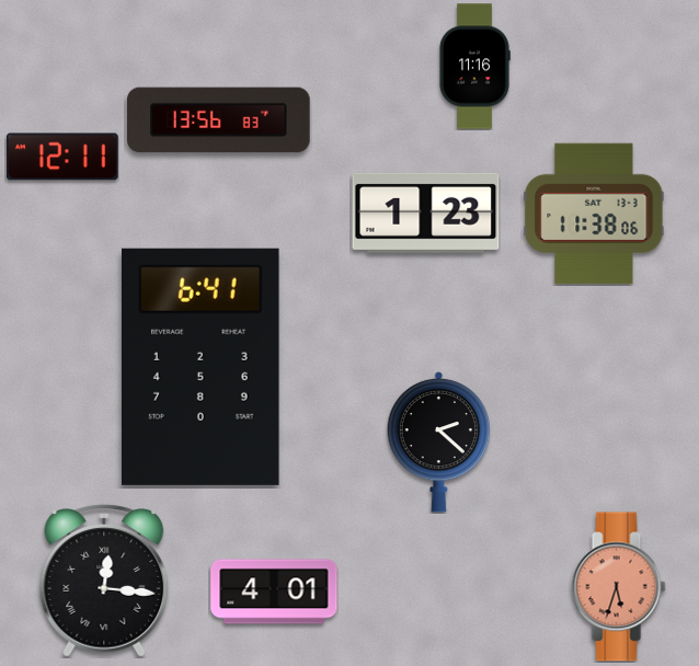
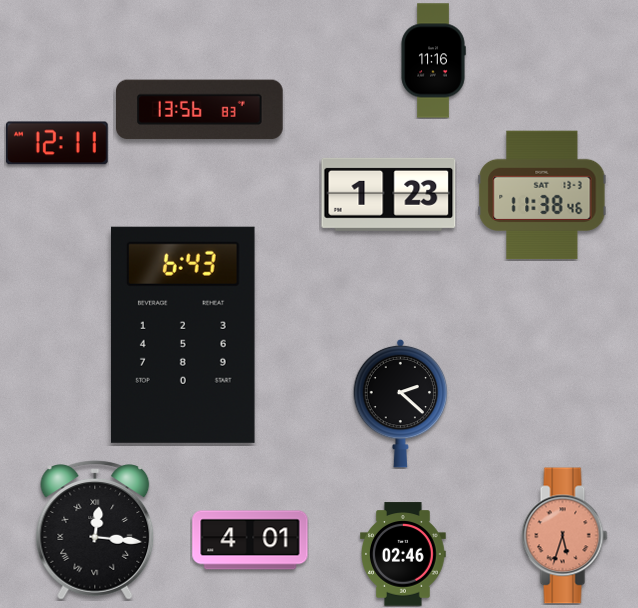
clock at (594, 214): 11:38:06 -> 11:38:46
clock at (200, 367): 6:41 -> 6:43
clock at (404, 554): none -> 02:46
